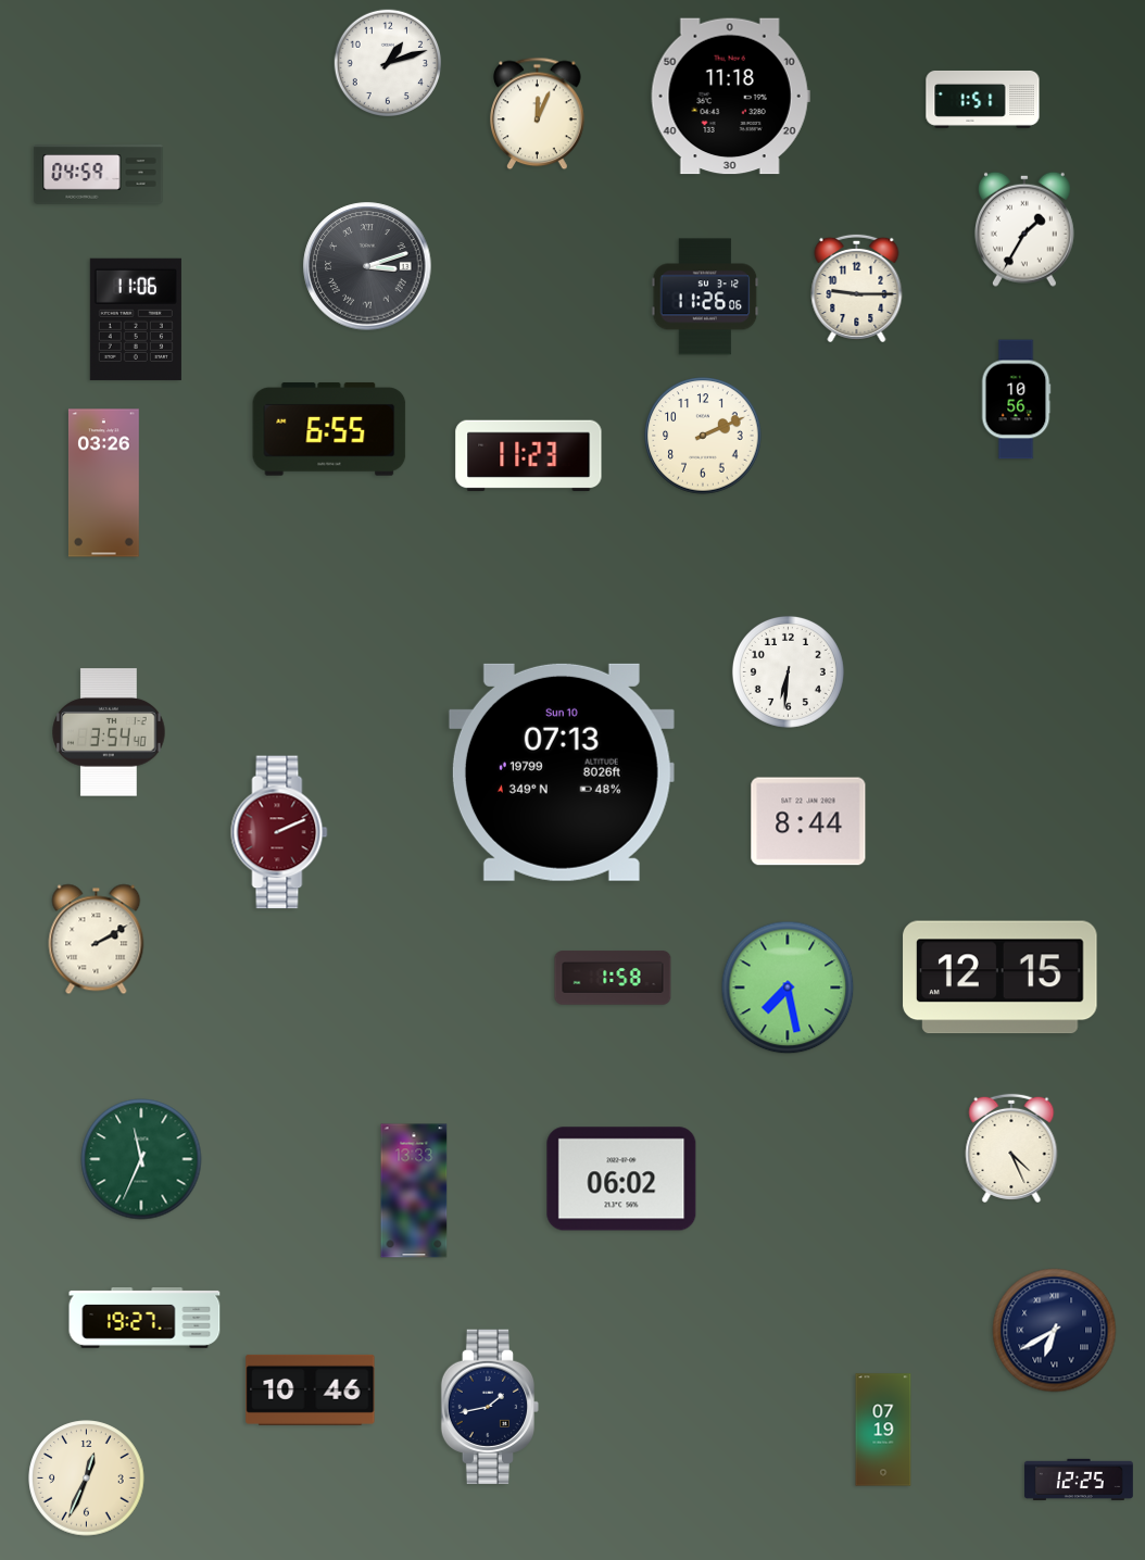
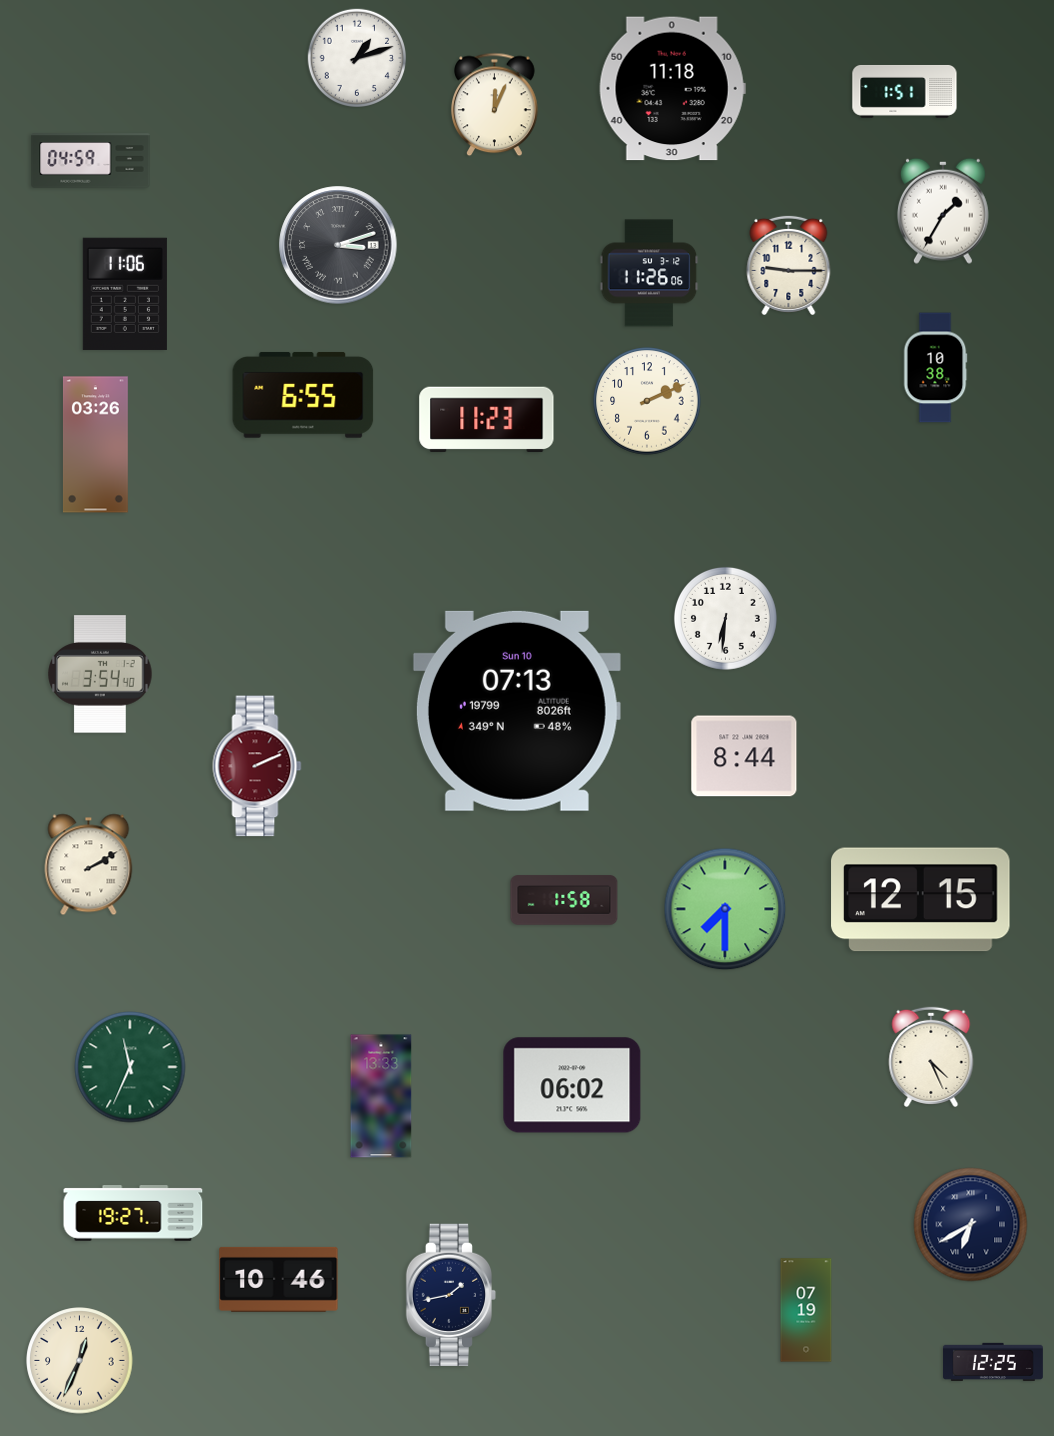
clock at (1016, 400): 10:56 -> 10:38
clock at (788, 987): 7:28 -> 7:30
clock at (311, 1389) position: (311, 1389) -> (279, 1279)
clock at (883, 1430) position: (883, 1430) -> (806, 1310)
